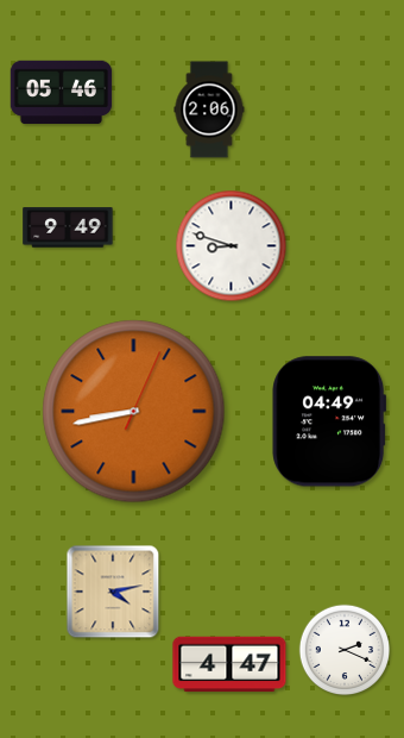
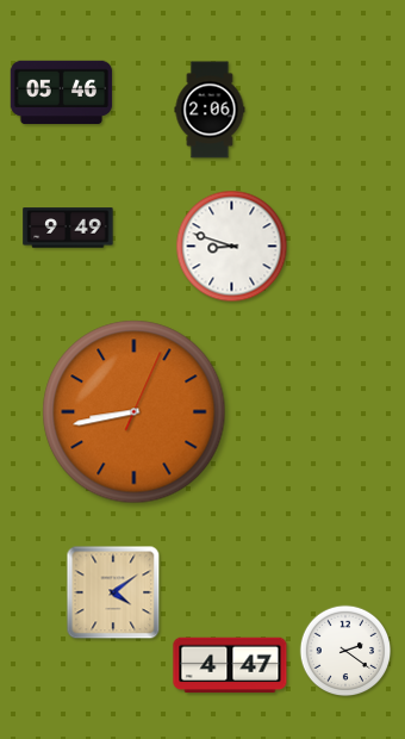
clock at (329, 421): 04:49 -> none
clock at (113, 592): 4:13 -> 4:09
clock at (345, 650): 2:19 -> 2:21
